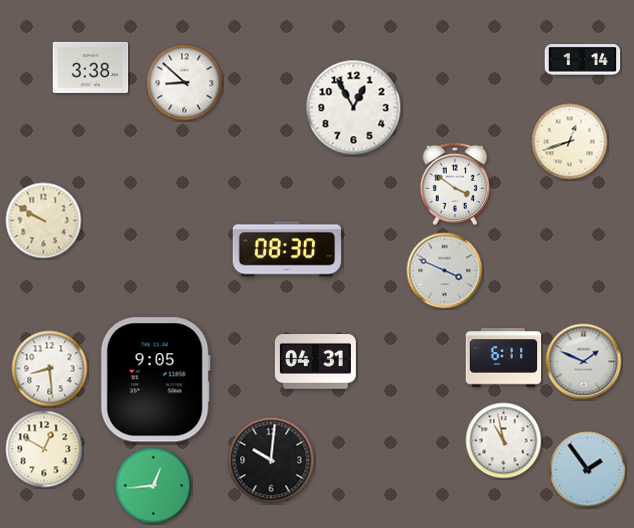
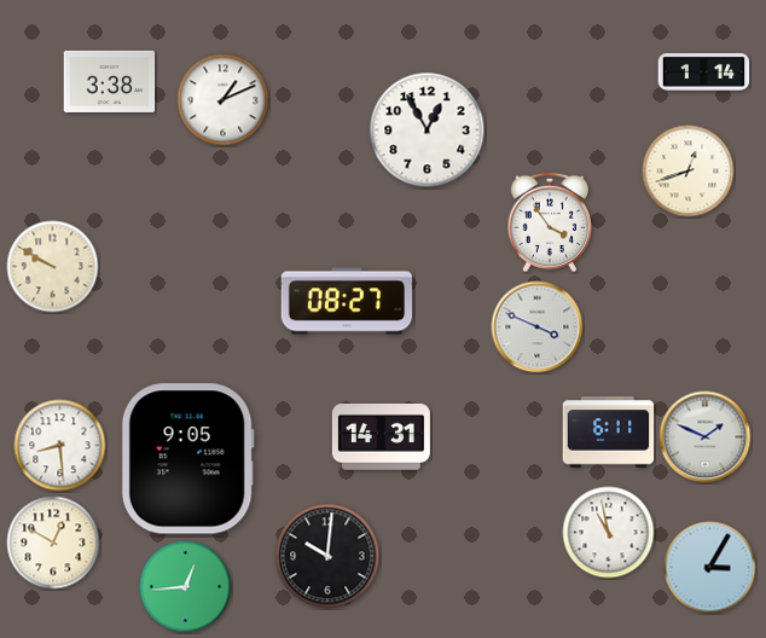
clock at (185, 83): 8:52 -> 1:11
clock at (455, 183): 3:51 -> 3:54
clock at (287, 249): 08:30 -> 08:27
clock at (315, 362): 04:31 -> 14:31
clock at (588, 470): 1:54 -> 3:05
